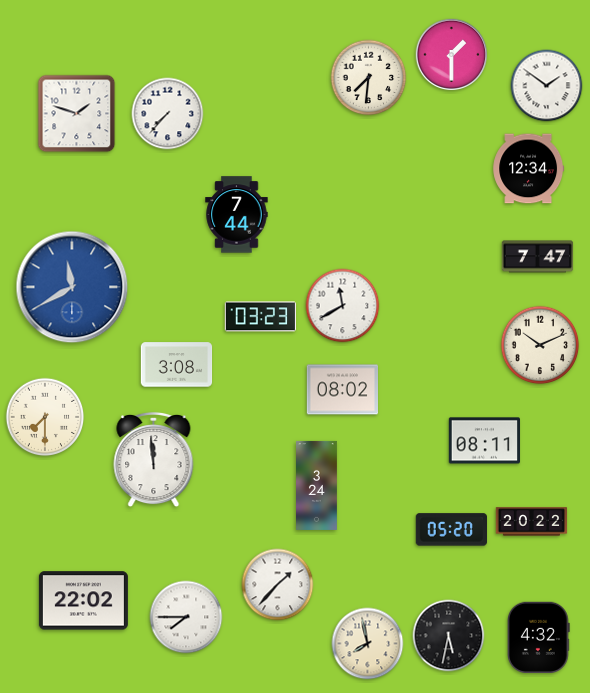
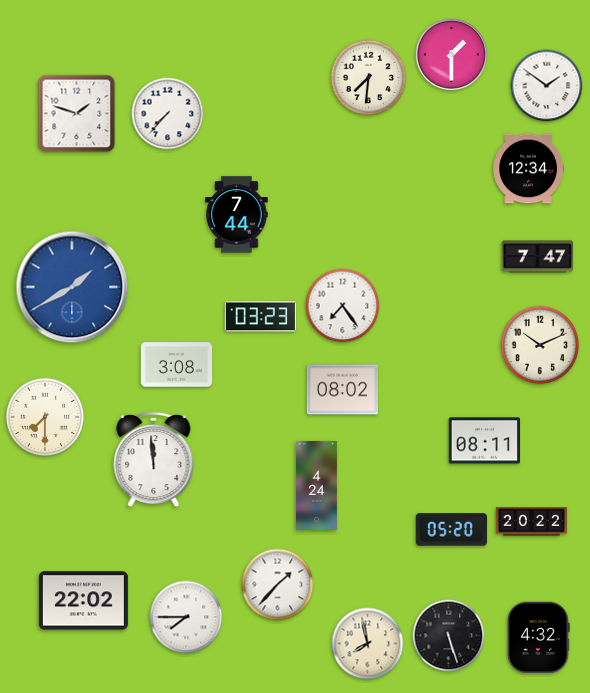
clock at (72, 287): 11:40 -> 1:40
clock at (343, 306): 11:40 -> 7:24
clock at (317, 485): 3:24 -> 4:24
clock at (449, 636): 5:32 -> 5:27
